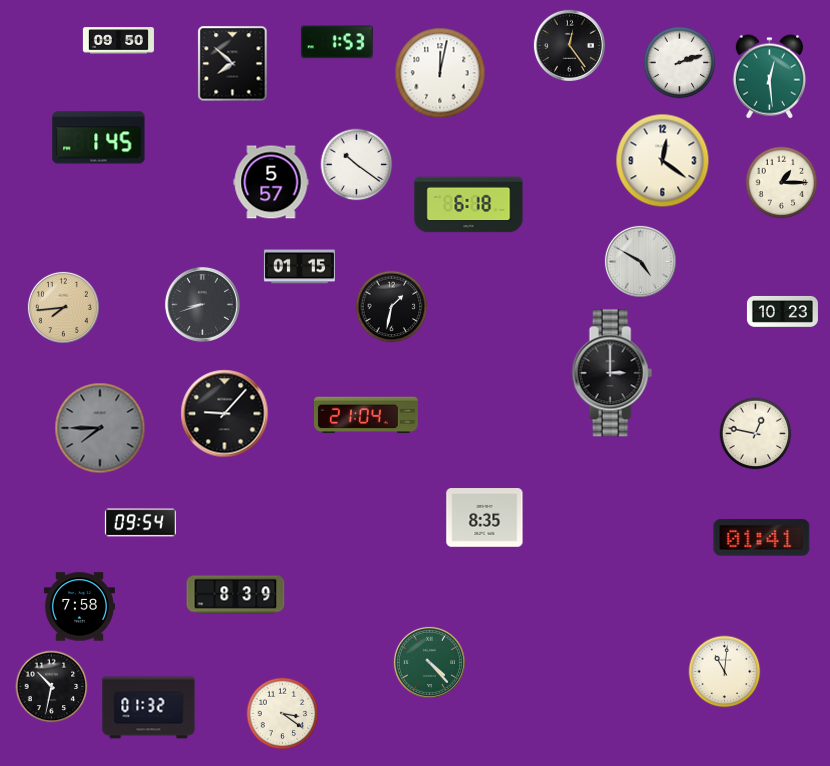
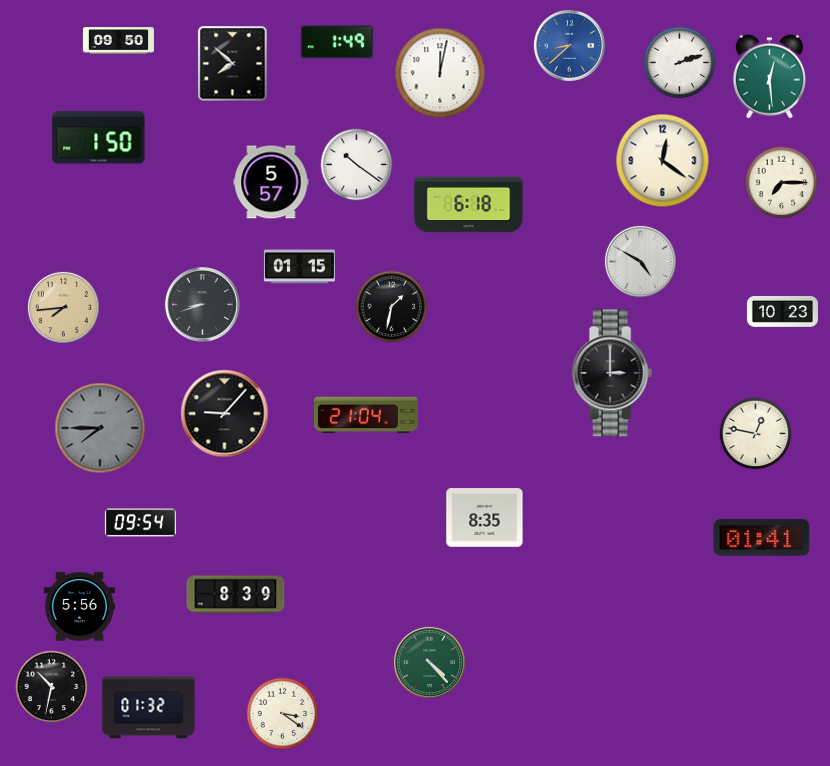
clock at (337, 42): 1:53 -> 1:49
clock at (569, 45): 12:24 -> 8:38
clock at (569, 45) dial: black -> blue
clock at (99, 138): 1:45 -> 1:50
clock at (782, 183): 1:15 -> 7:15
clock at (79, 607): 7:58 -> 5:56
clock at (725, 672): 11:01 -> none
